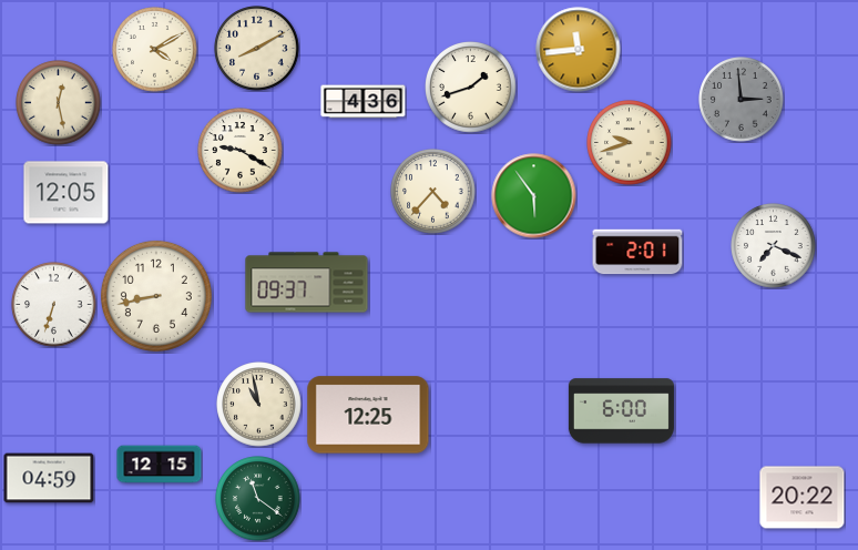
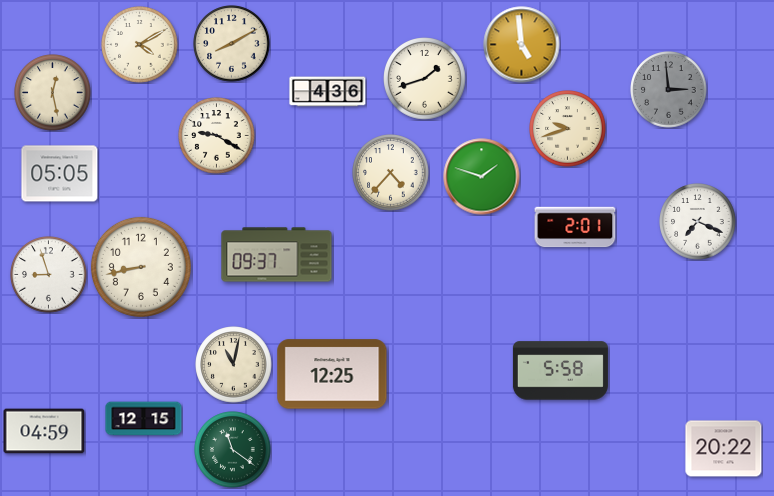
clock at (579, 50): 11:44 -> 4:59
clock at (67, 193): 12:05 -> 05:05
clock at (534, 196): 5:54 -> 1:48
clock at (54, 305): 6:33 -> 8:57
clock at (259, 405): 10:58 -> 11:02
clock at (621, 411): 6:00 -> 5:58
